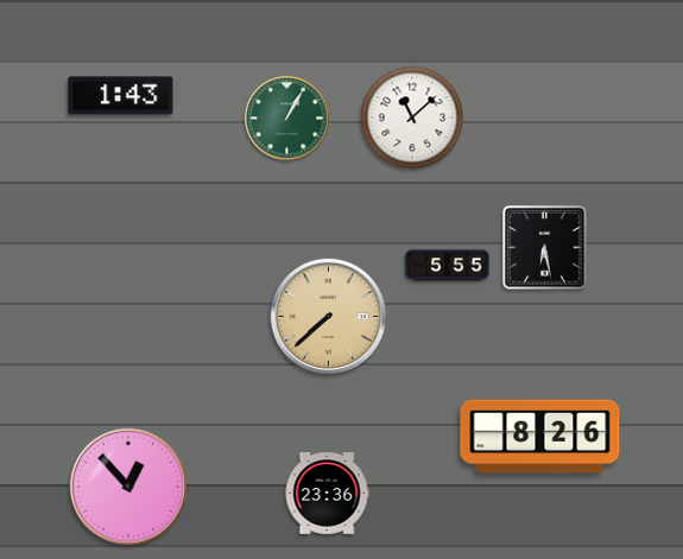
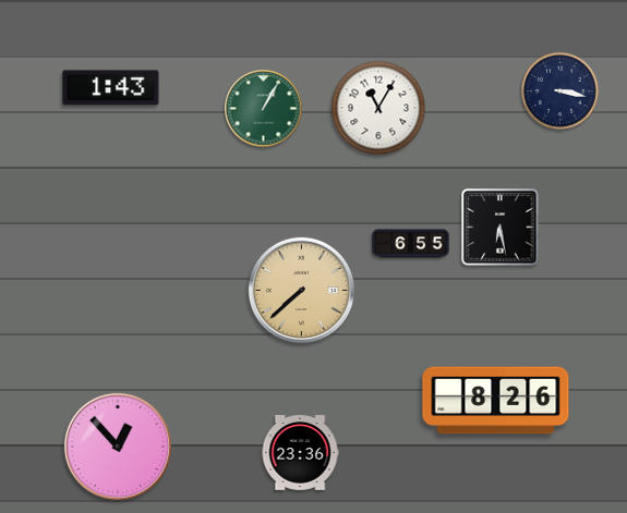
clock at (559, 90): none -> 3:17
clock at (412, 117): 11:08 -> 11:05
clock at (448, 266): 5:55 -> 6:55
